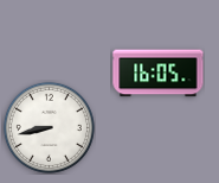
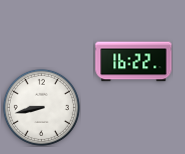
clock at (159, 74): 16:05 -> 16:22
